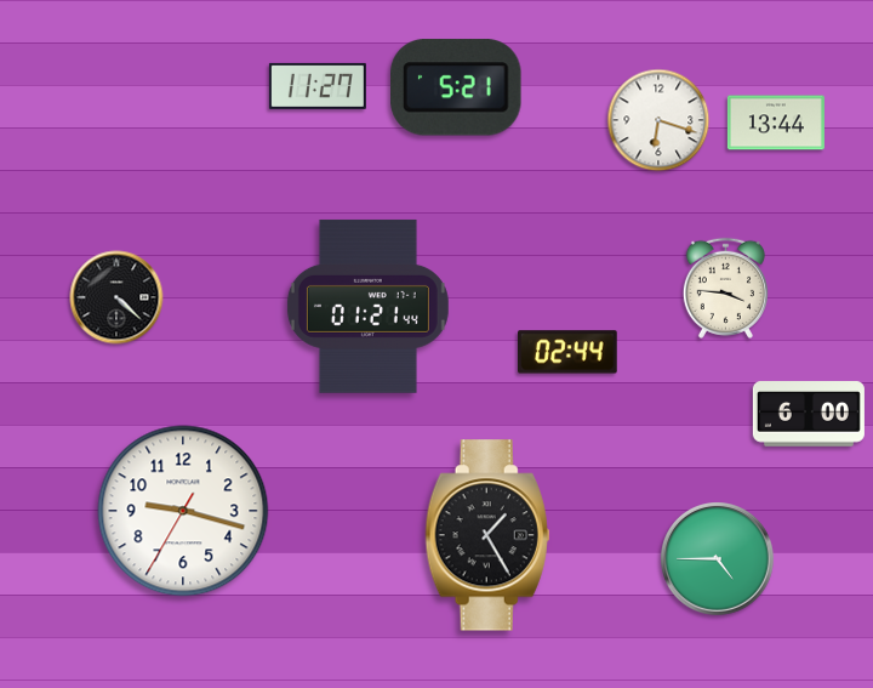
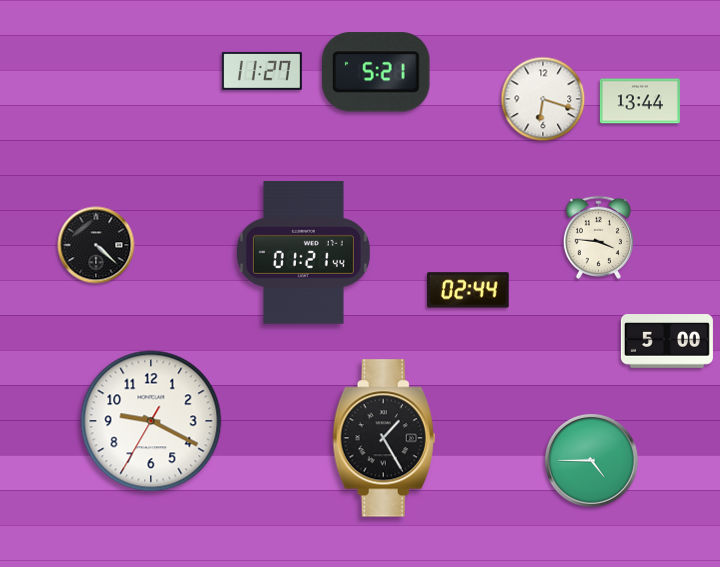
clock at (809, 414): 6:00 -> 5:00
clock at (183, 511): 9:17 -> 9:19
clock at (487, 535) position: (487, 535) -> (384, 438)
